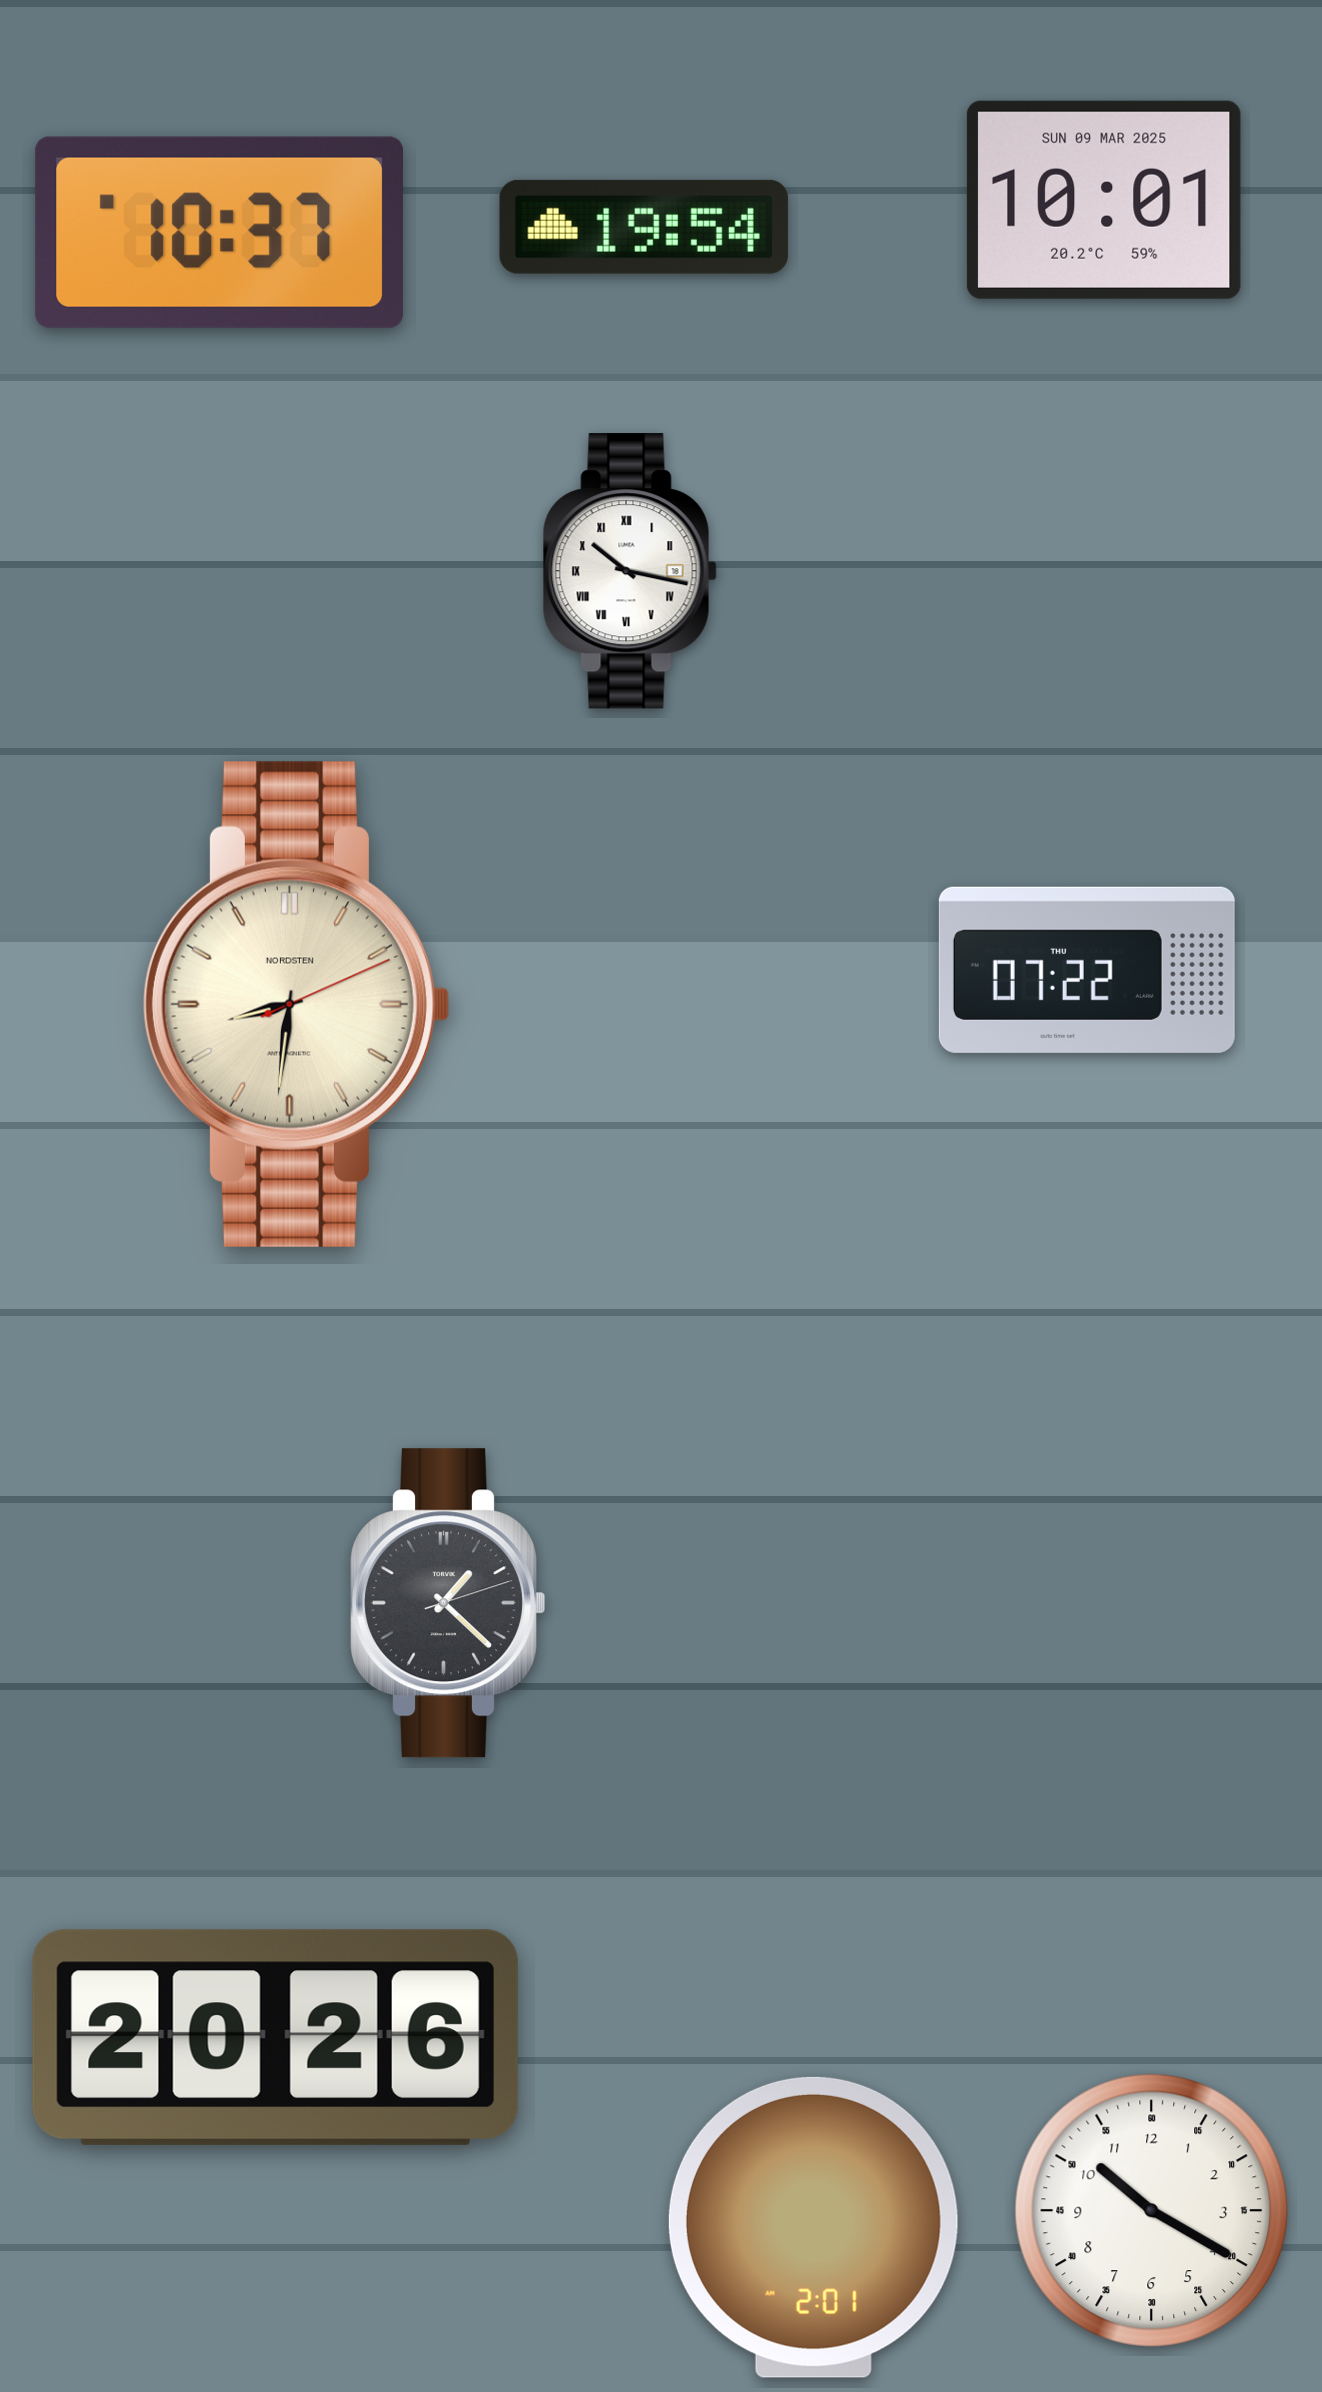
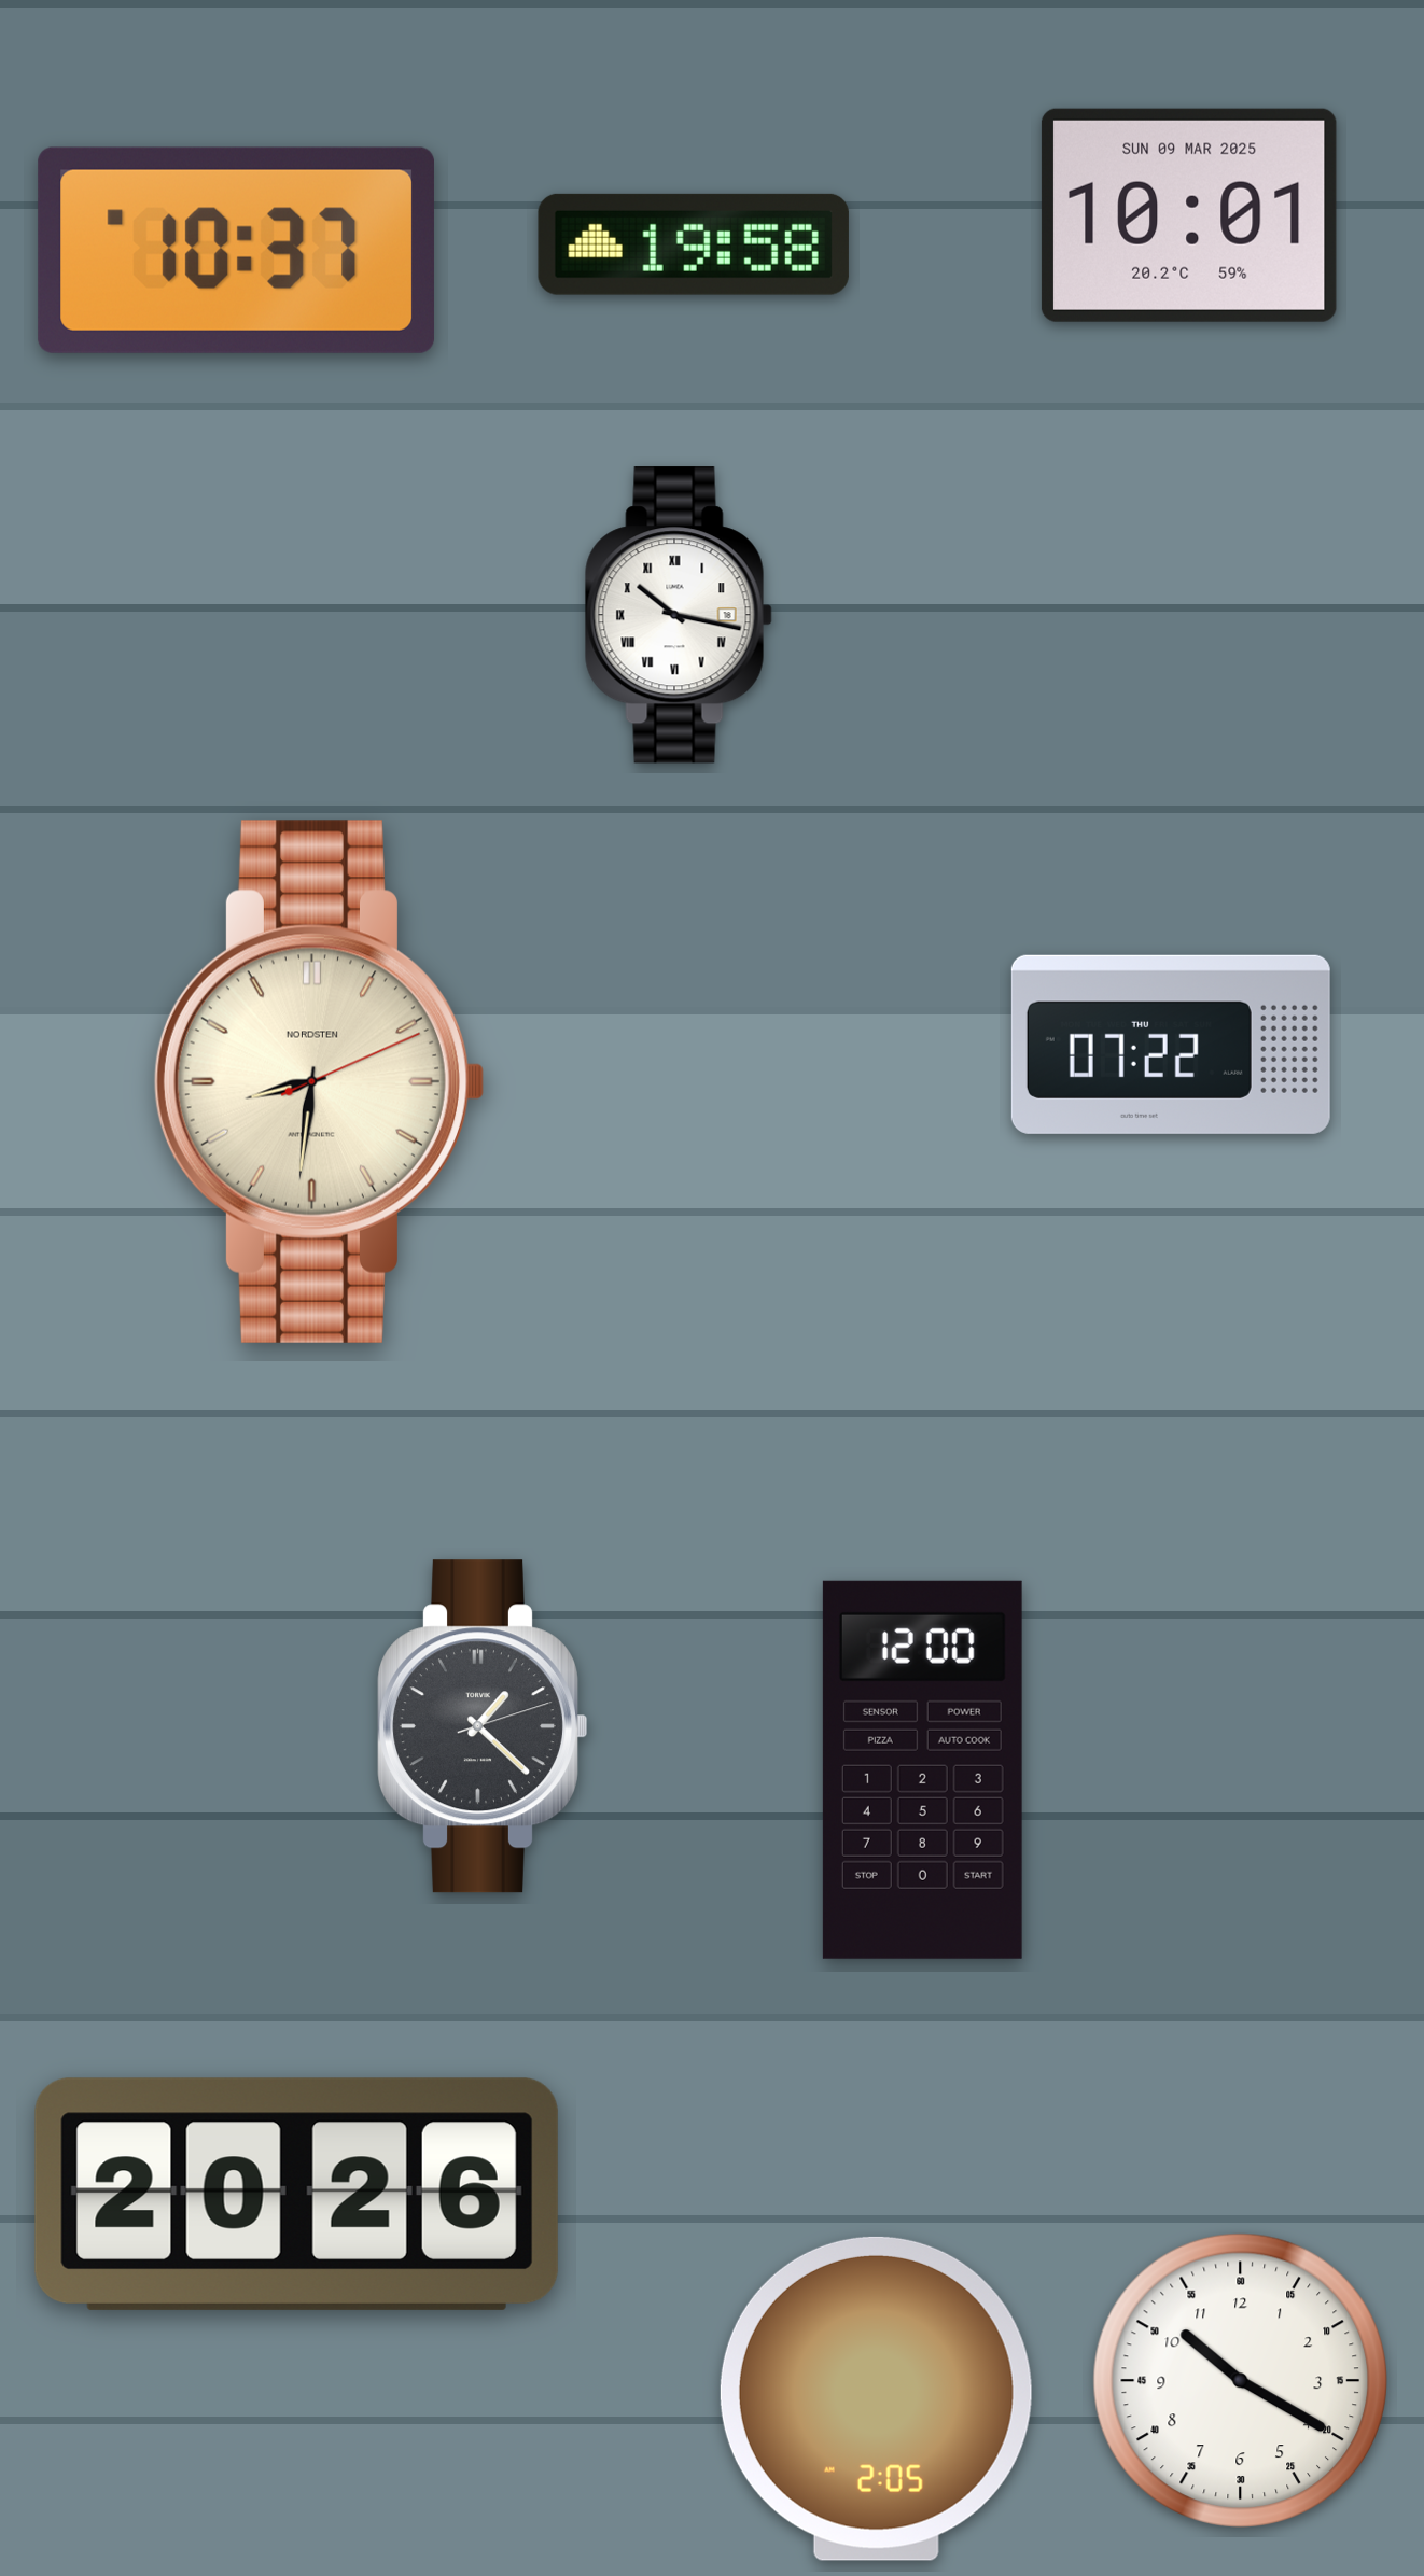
clock at (644, 227): 19:54 -> 19:58
clock at (922, 1769): none -> 12:00
clock at (813, 2227): 2:01 -> 2:05
